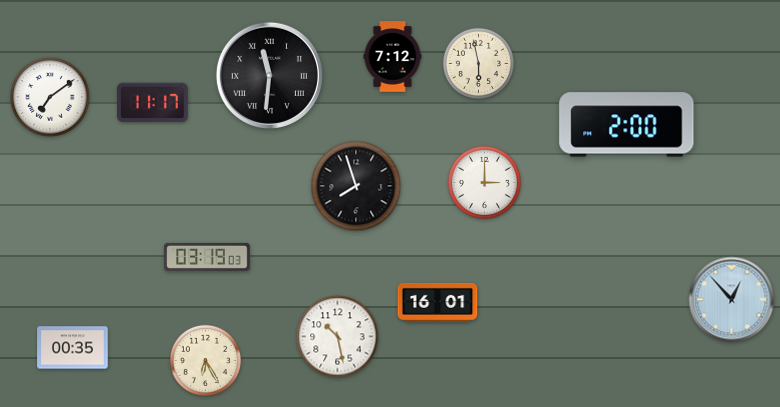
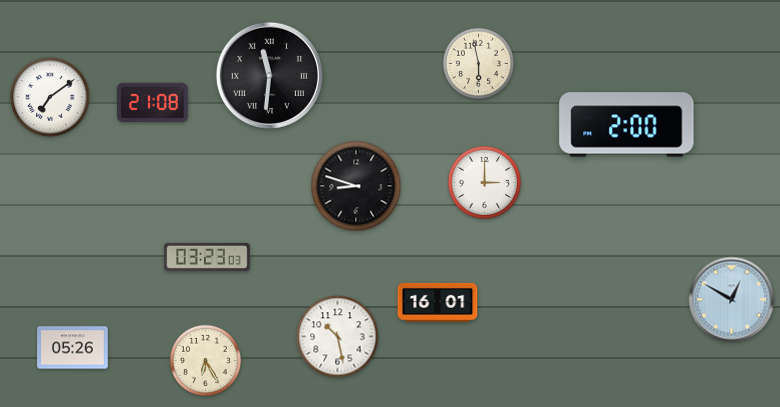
clock at (393, 57): 7:12 -> none
clock at (153, 103): 11:17 -> 21:08
clock at (356, 186): 7:57 -> 8:48
clock at (207, 257): 03:19 -> 03:23
clock at (732, 300): 12:53 -> 12:50
clock at (73, 348): 00:35 -> 05:26
